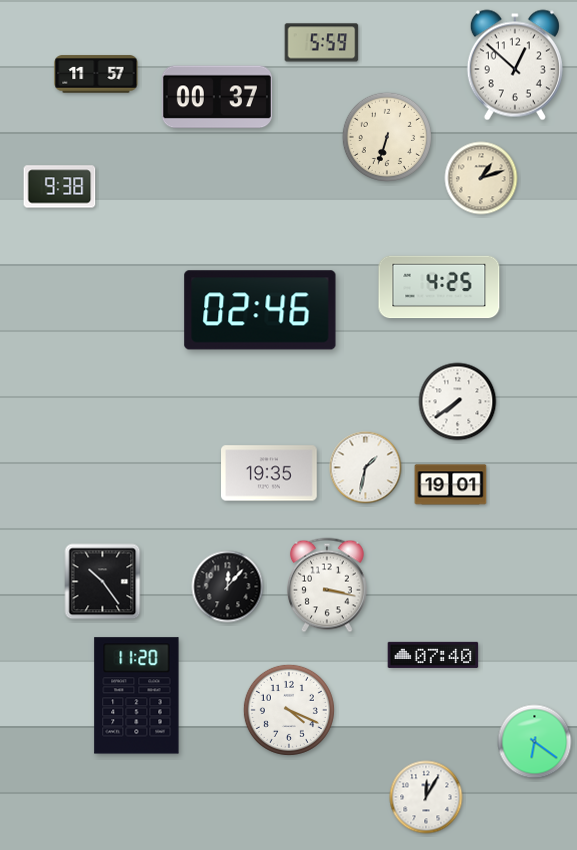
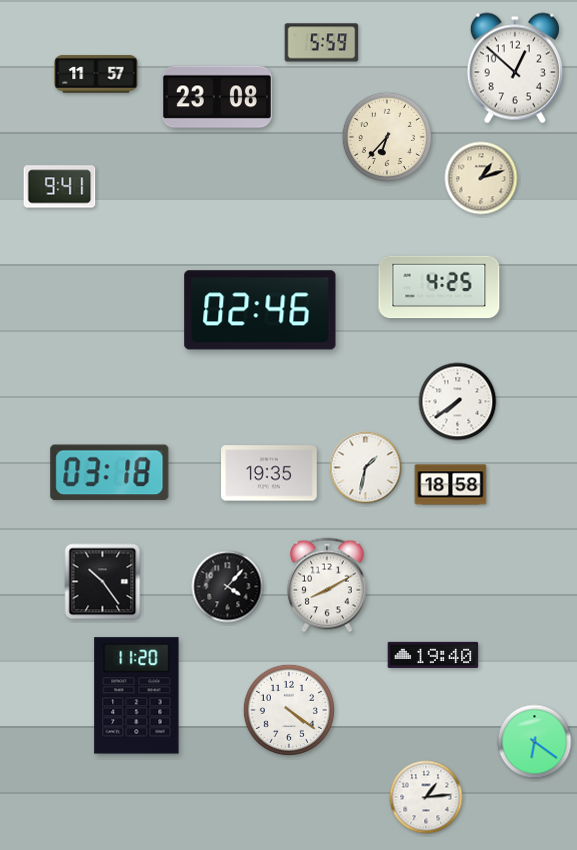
clock at (515, 65) position: (515, 65) -> (515, 68)
clock at (217, 97): 00:37 -> 23:08
clock at (387, 137): 6:33 -> 6:37
clock at (60, 187): 9:38 -> 9:41
clock at (110, 473): none -> 03:18
clock at (451, 485): 19:01 -> 18:58
clock at (327, 585): 3:17 -> 8:10
clock at (228, 587): 12:07 -> 4:07
clock at (433, 655): 07:40 -> 19:40
clock at (289, 710): 4:19 -> 4:21
clock at (426, 797): 12:05 -> 1:14
